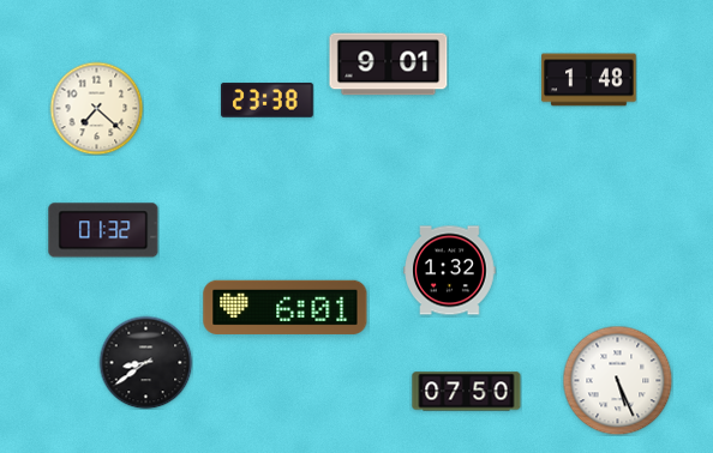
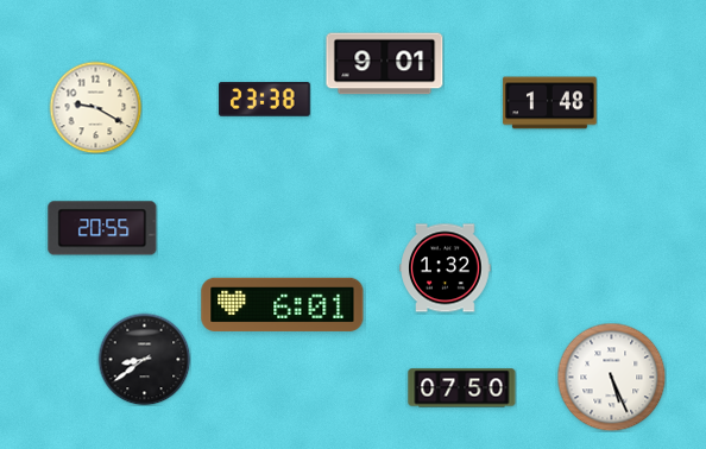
clock at (589, 80) position: (589, 80) -> (550, 103)
clock at (96, 108): 7:22 -> 9:20
clock at (103, 230): 01:32 -> 20:55
